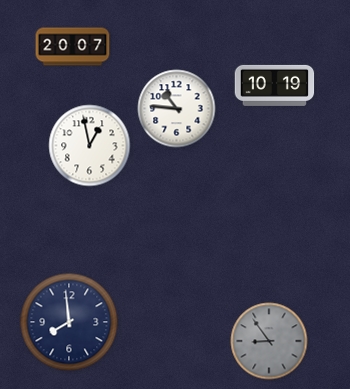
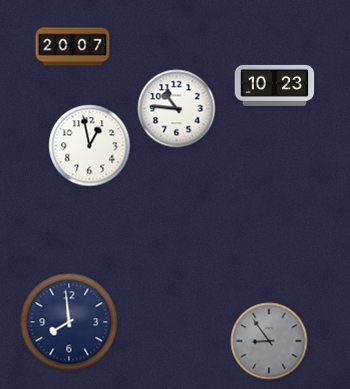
clock at (275, 85): 10:19 -> 10:23
